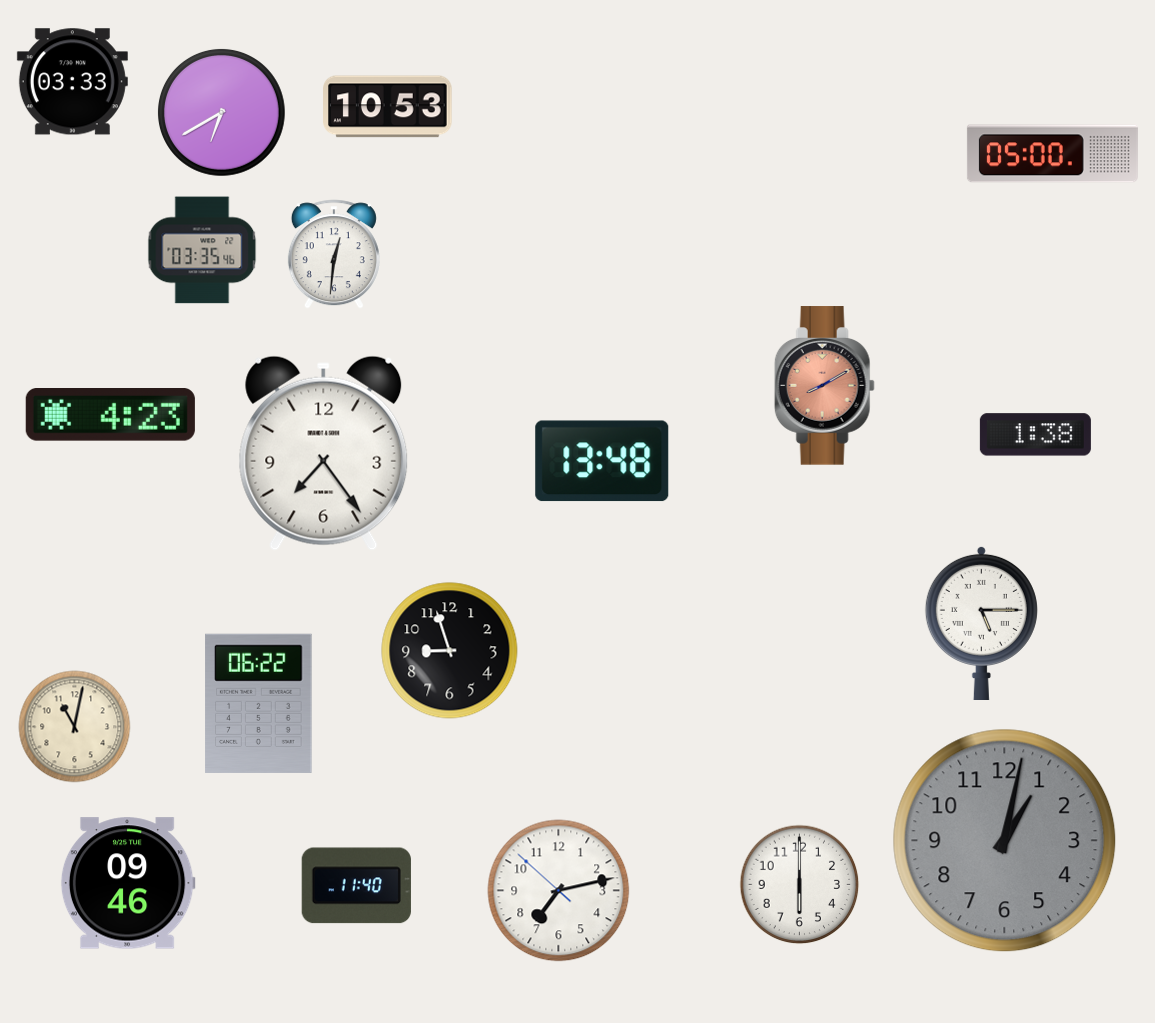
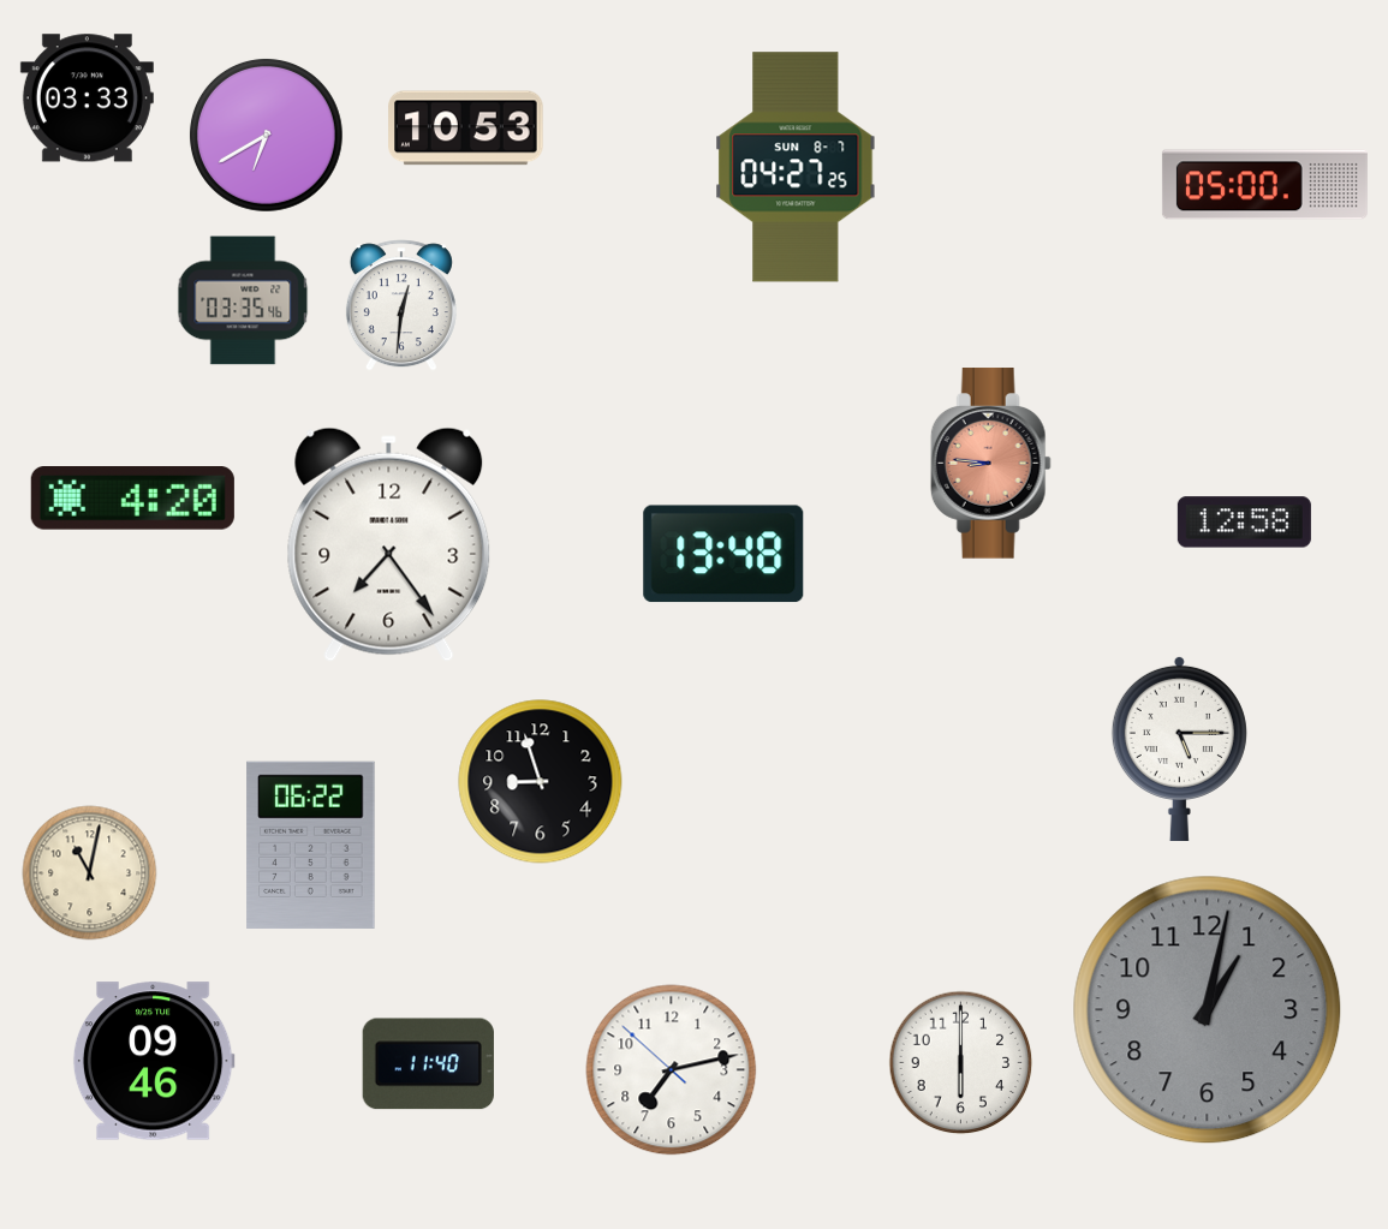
clock at (796, 167): none -> 04:27
clock at (824, 386): 8:10 -> 8:46
clock at (110, 415): 4:23 -> 4:20
clock at (1035, 435): 1:38 -> 12:58
